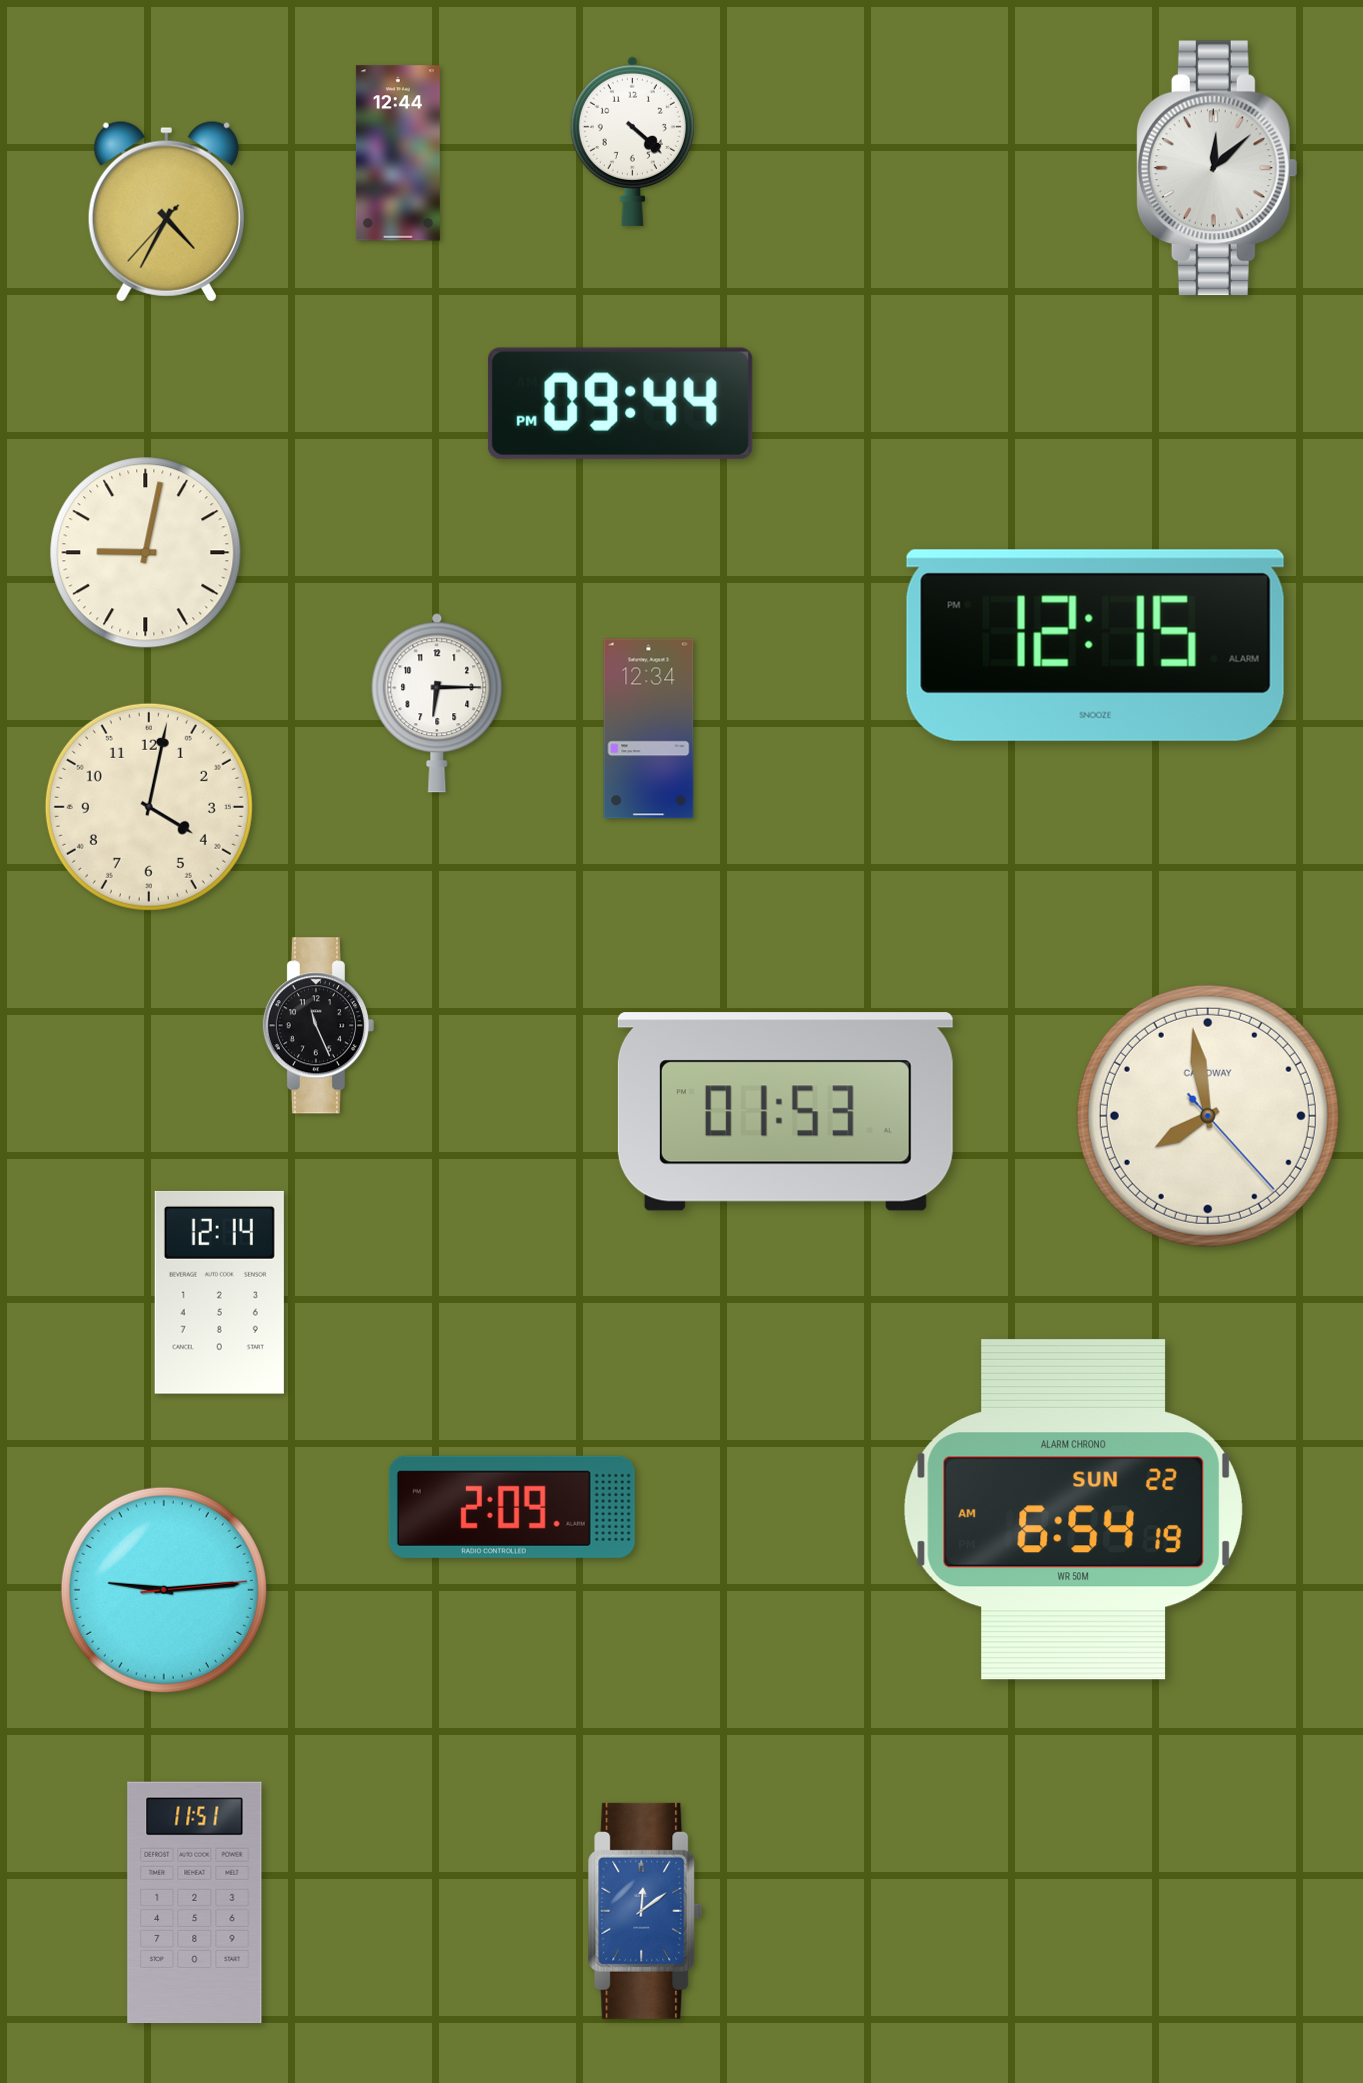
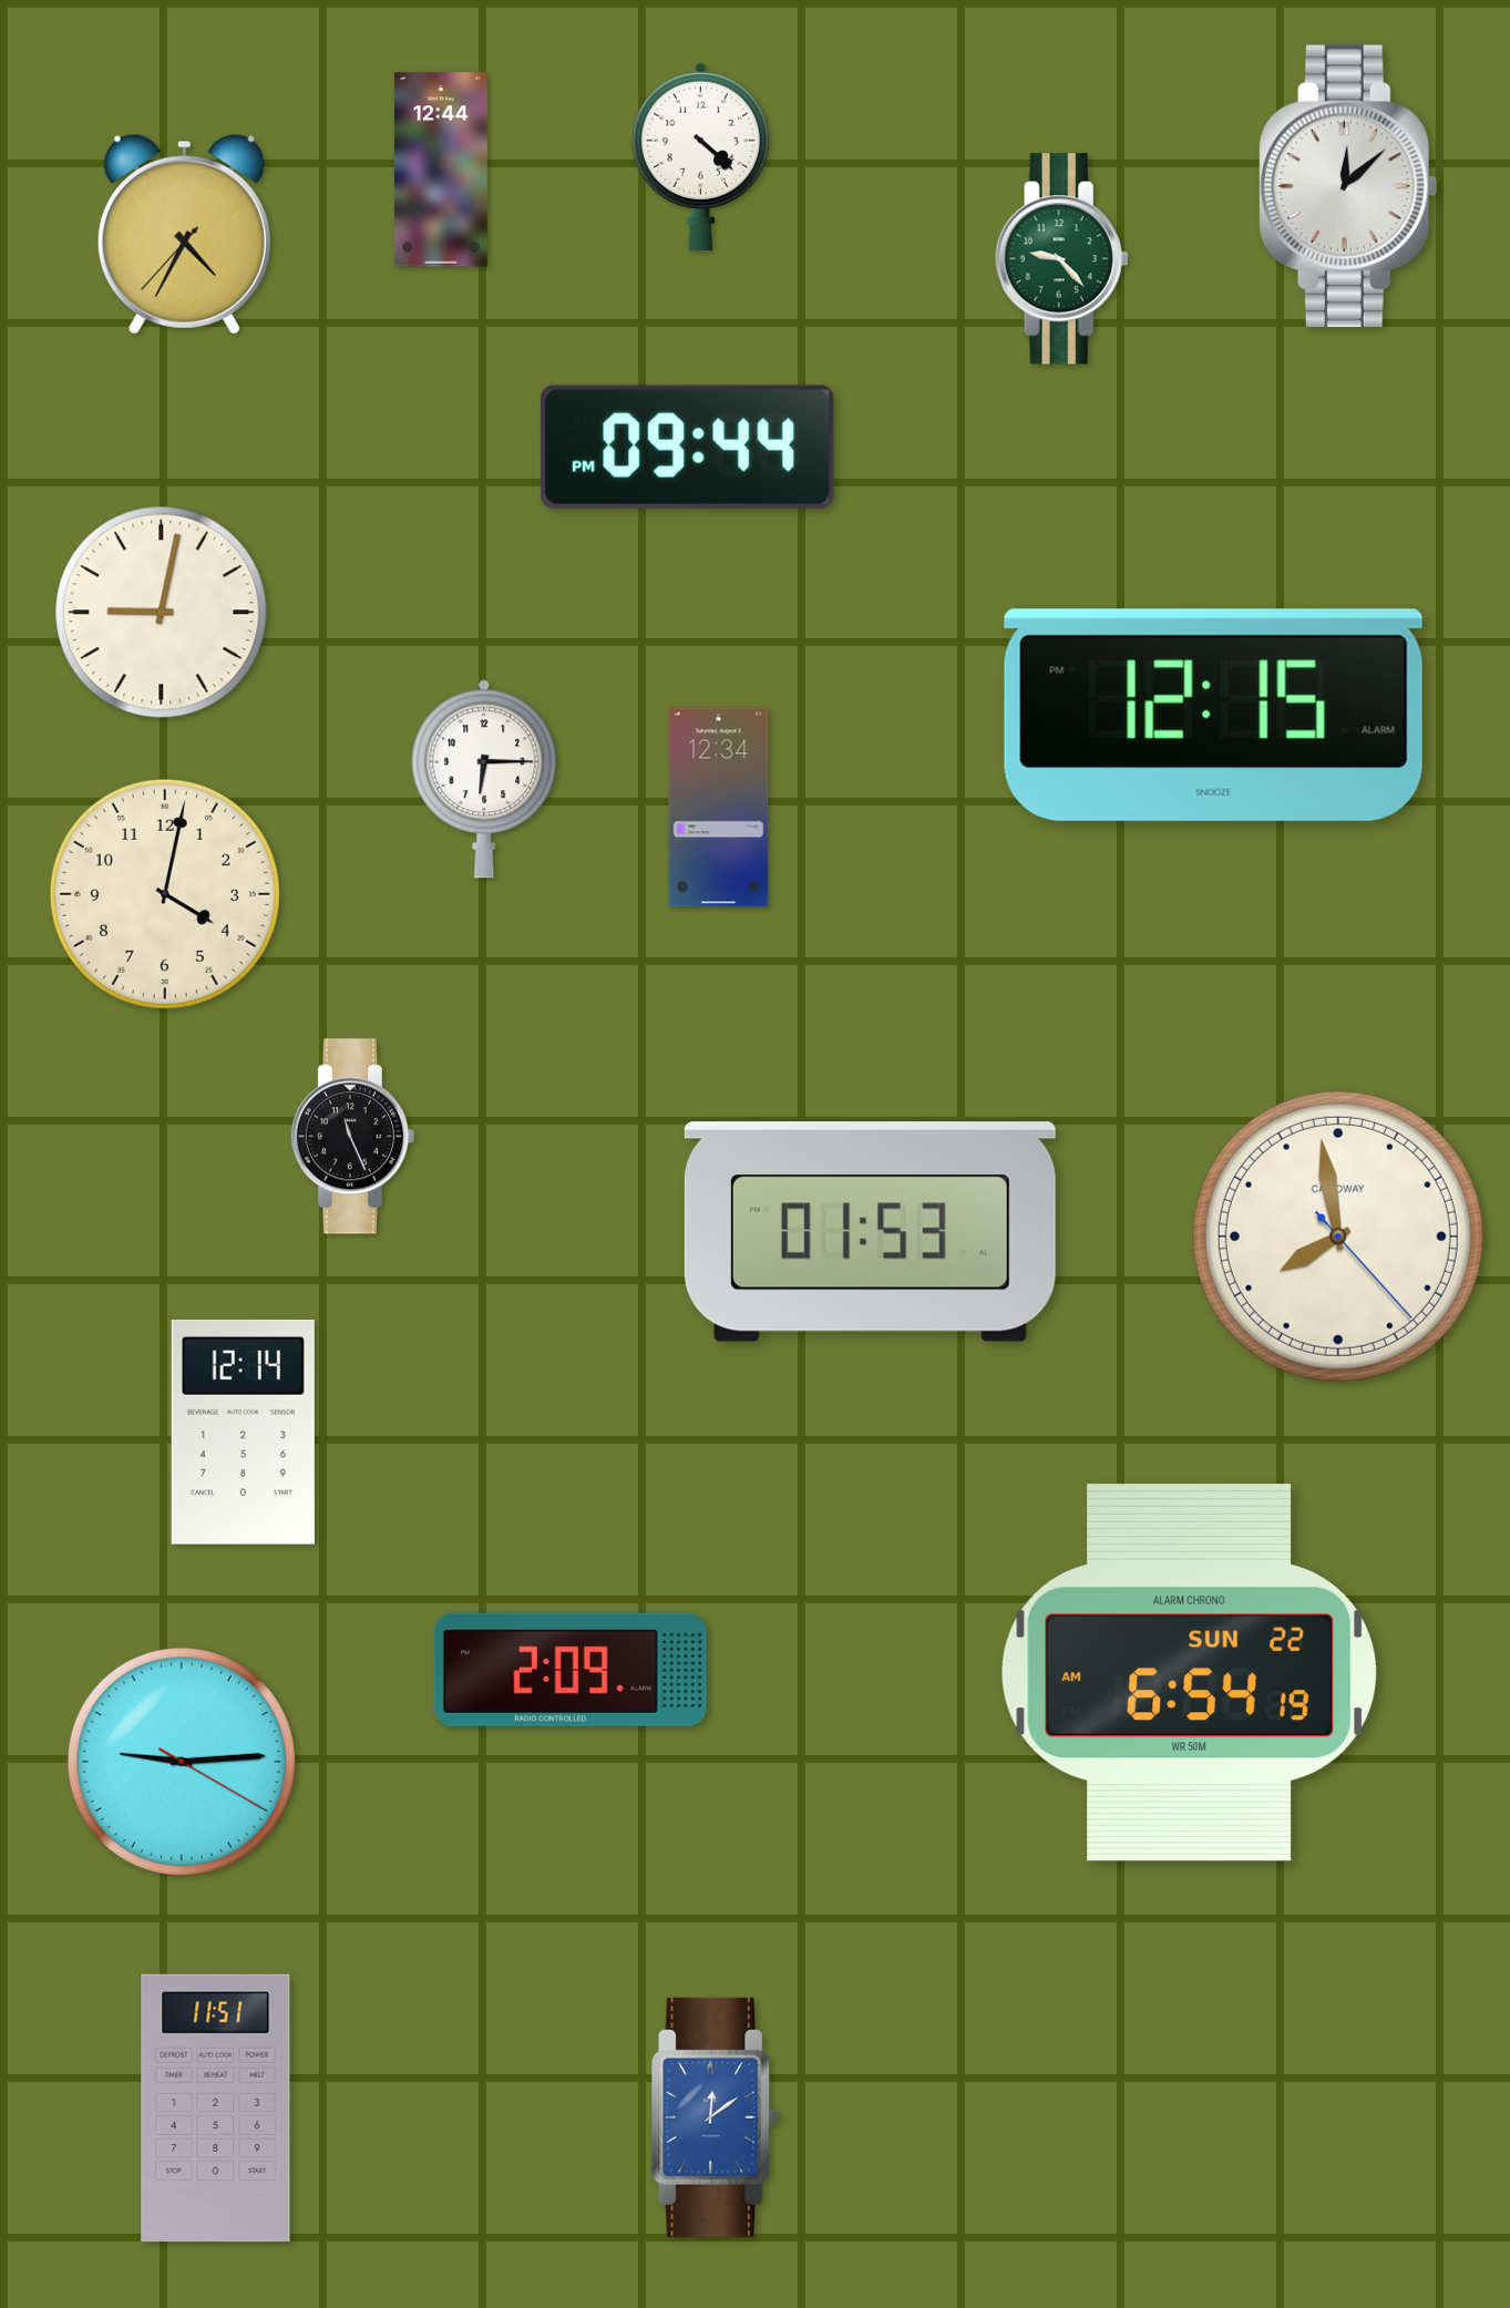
clock at (1061, 259): none -> 9:23
clock at (512, 1507) position: (512, 1507) -> (571, 1670)
clock at (164, 1590): 9:14:14 -> 9:14:20
